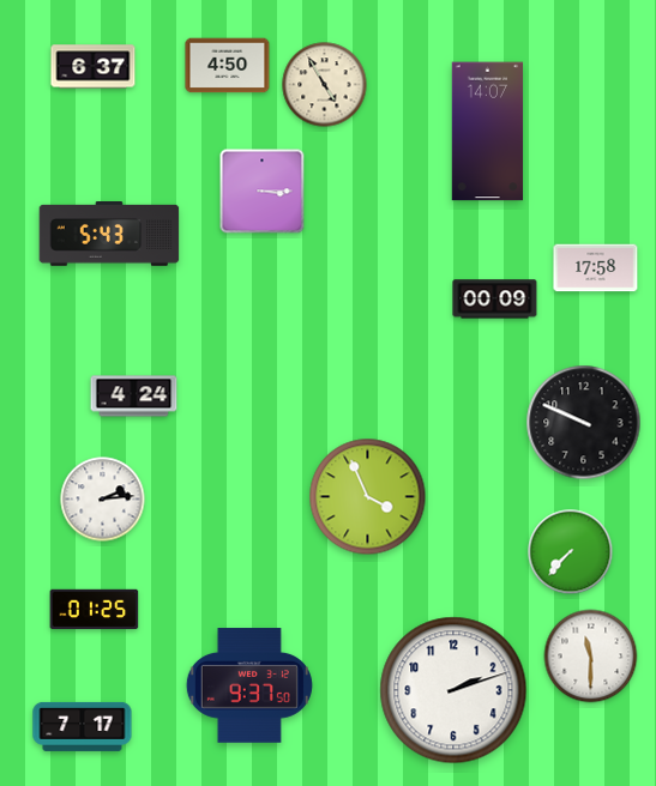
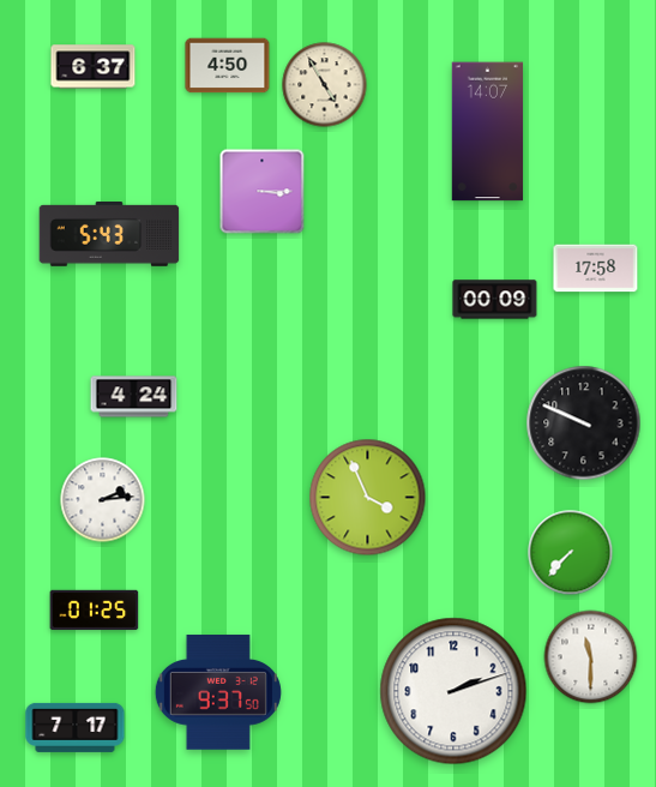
clock at (249, 685) position: (249, 685) -> (218, 692)
clock at (83, 726) position: (83, 726) -> (76, 727)
